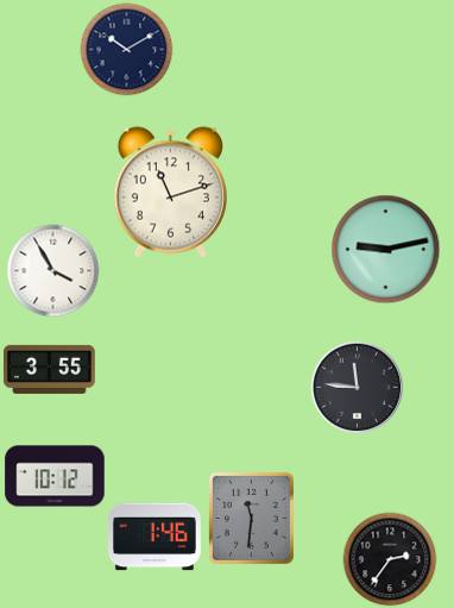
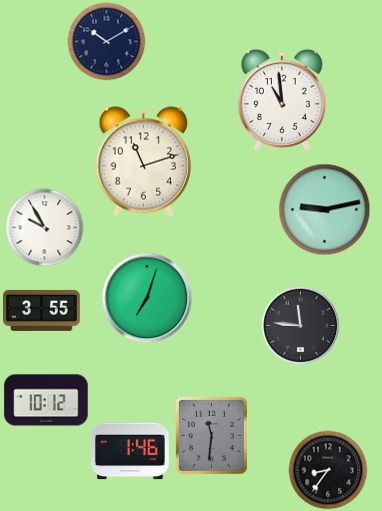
clock at (282, 100): none -> 10:59
clock at (52, 270): 3:55 -> 9:55
clock at (147, 298): none -> 7:03
clock at (390, 559): 2:36 -> 8:36
